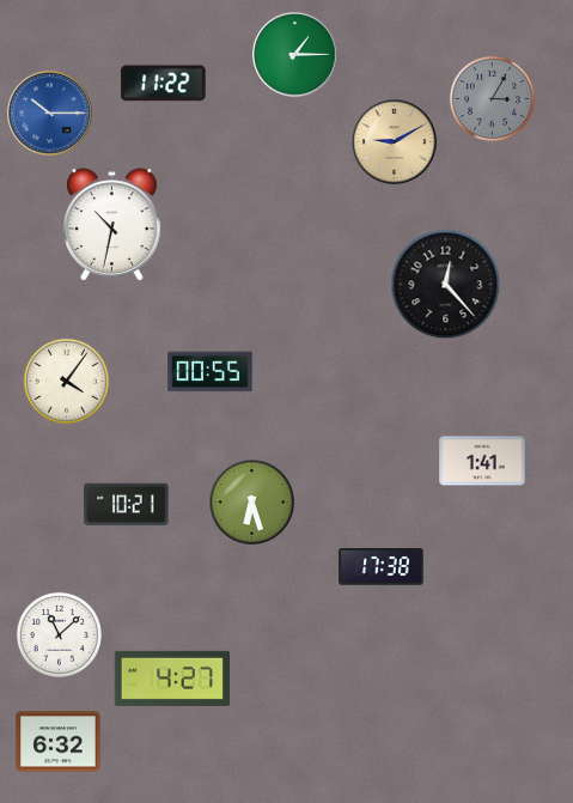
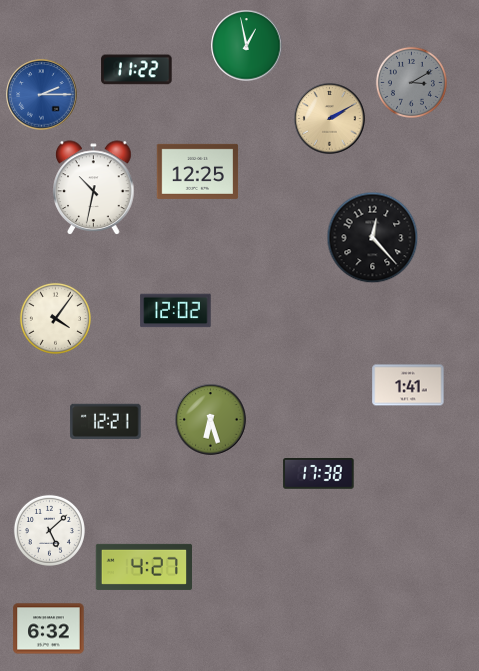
clock at (295, 55): 1:15 -> 12:58
clock at (492, 98): 3:05 -> 3:10
clock at (50, 114): 10:15 -> 2:15
clock at (395, 142): 9:10 -> 2:10
clock at (198, 171): none -> 12:25
clock at (211, 372): 00:55 -> 12:02
clock at (482, 461) position: (482, 461) -> (408, 385)
clock at (127, 504): 10:21 -> 12:21
clock at (59, 634): 11:08 -> 5:08
clock at (59, 742) position: (59, 742) -> (49, 629)
